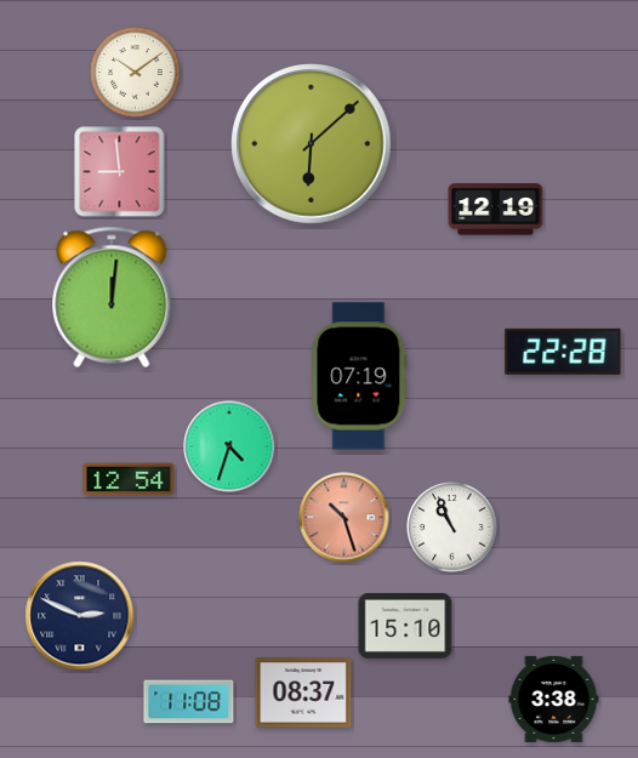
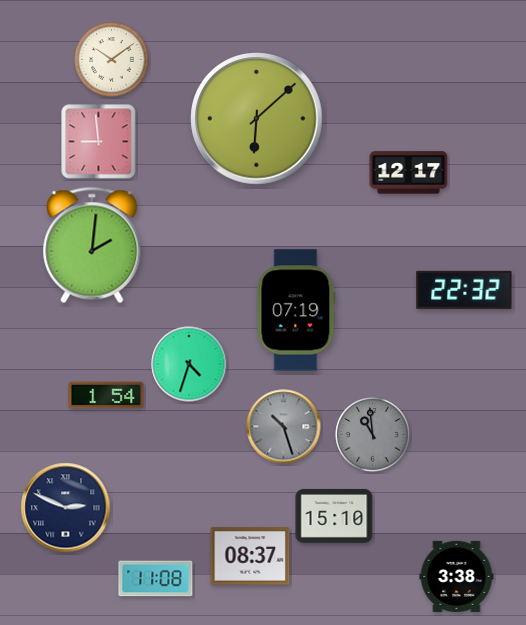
clock at (496, 210): 12:19 -> 12:17
clock at (112, 297): 12:01 -> 2:01
clock at (563, 352): 22:28 -> 22:32
clock at (229, 446) position: (229, 446) -> (189, 364)
clock at (129, 479): 12:54 -> 1:54
clock at (344, 518) dial: salmon -> grey
clock at (452, 528): 10:56 -> 10:59
clock at (452, 528) dial: white -> grey
clock at (303, 693) position: (303, 693) -> (250, 556)
